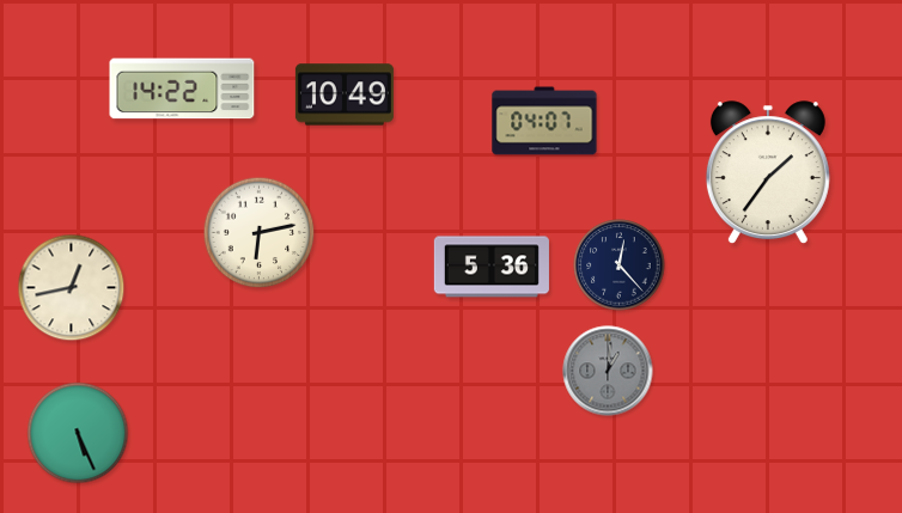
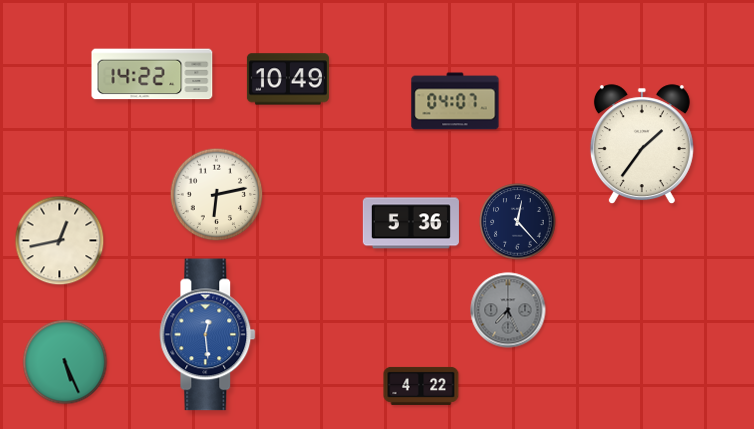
clock at (608, 371): 1:01 -> 7:26
clock at (208, 335): none -> 12:29
clock at (421, 386): none -> 4:22
